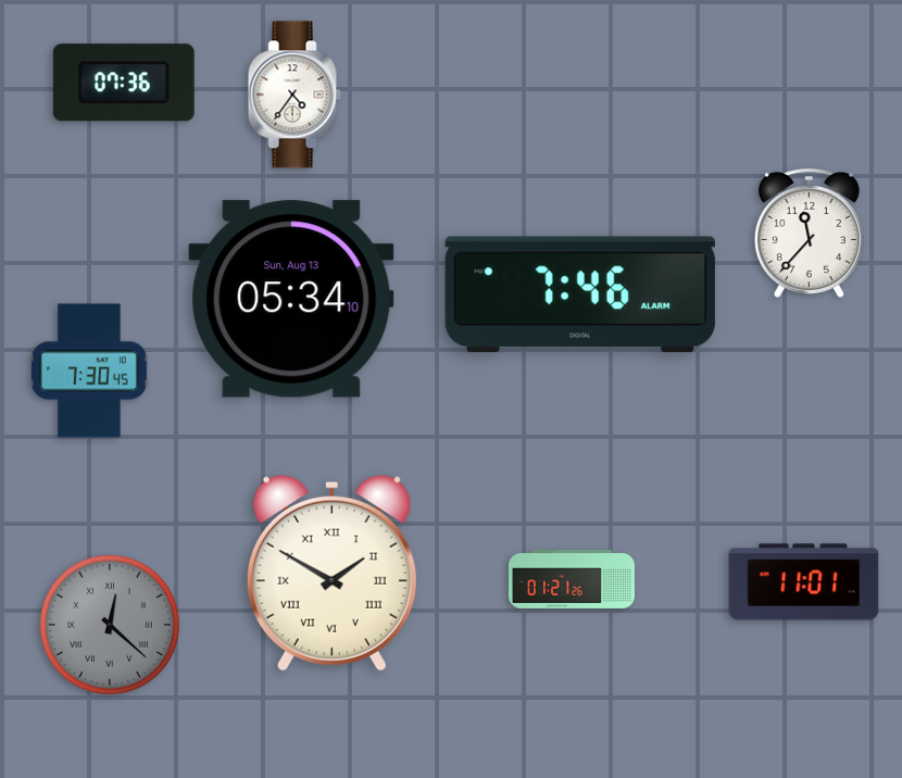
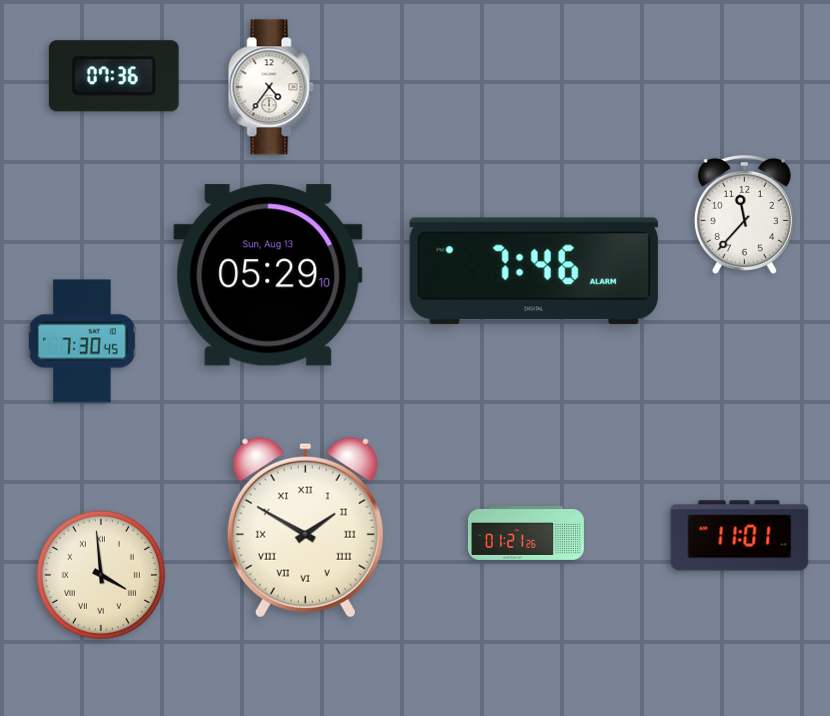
clock at (291, 299): 05:34 -> 05:29
clock at (110, 625): 12:22 -> 3:59
clock at (110, 625) dial: grey -> cream
